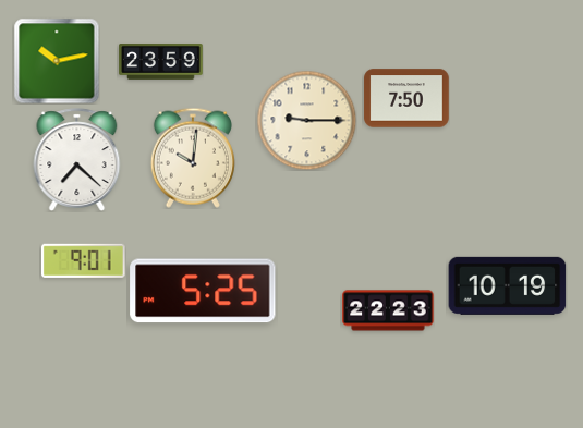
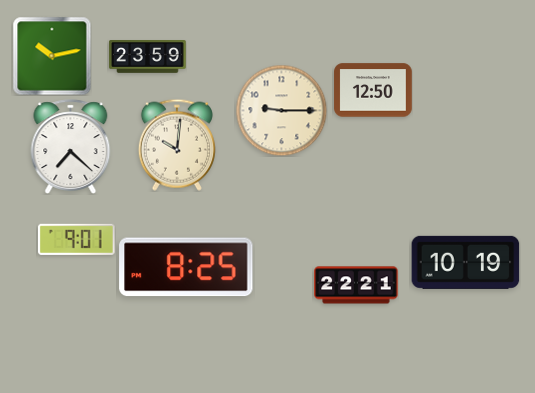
clock at (406, 98): 7:50 -> 12:50
clock at (203, 291): 5:25 -> 8:25
clock at (388, 310): 22:23 -> 22:21
